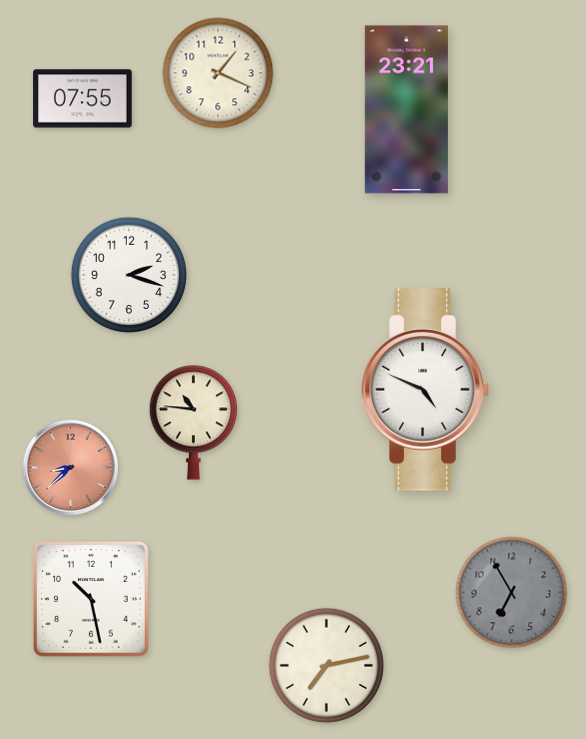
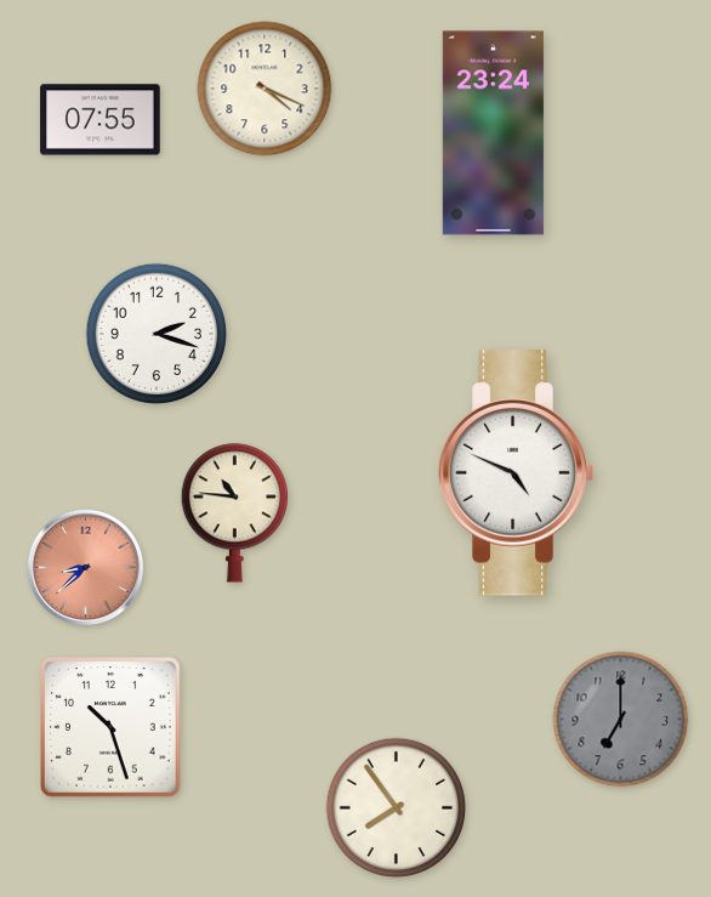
clock at (218, 73): 1:19 -> 4:19
clock at (406, 110): 23:21 -> 23:24
clock at (512, 593): 6:55 -> 7:00
clock at (92, 600): 10:28 -> 10:27
clock at (327, 666): 7:13 -> 7:54
